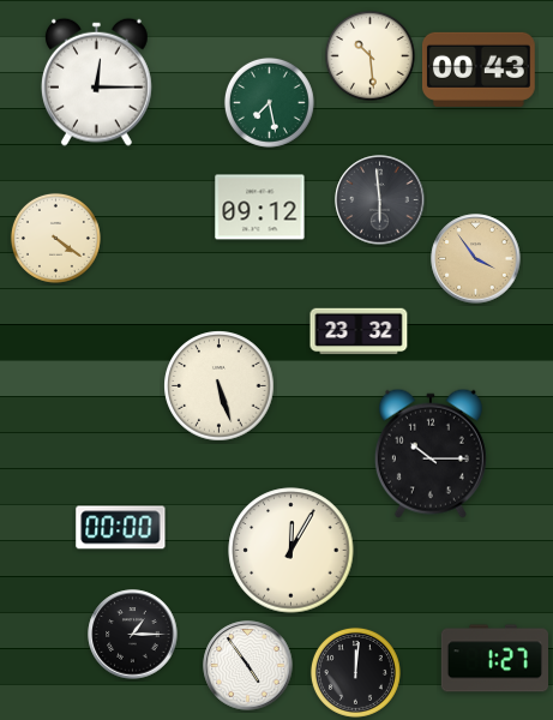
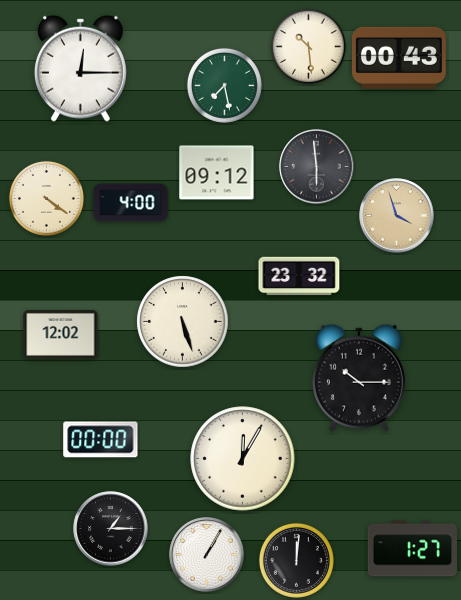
clock at (131, 203): none -> 4:00
clock at (476, 259): 3:54 -> 3:57
clock at (61, 334): none -> 12:02
clock at (248, 666): 4:54 -> 1:05
